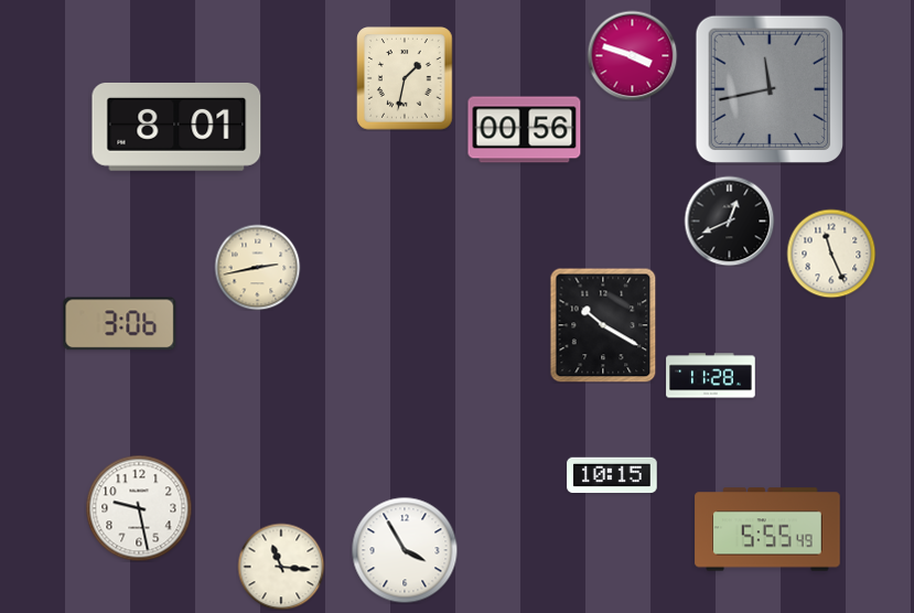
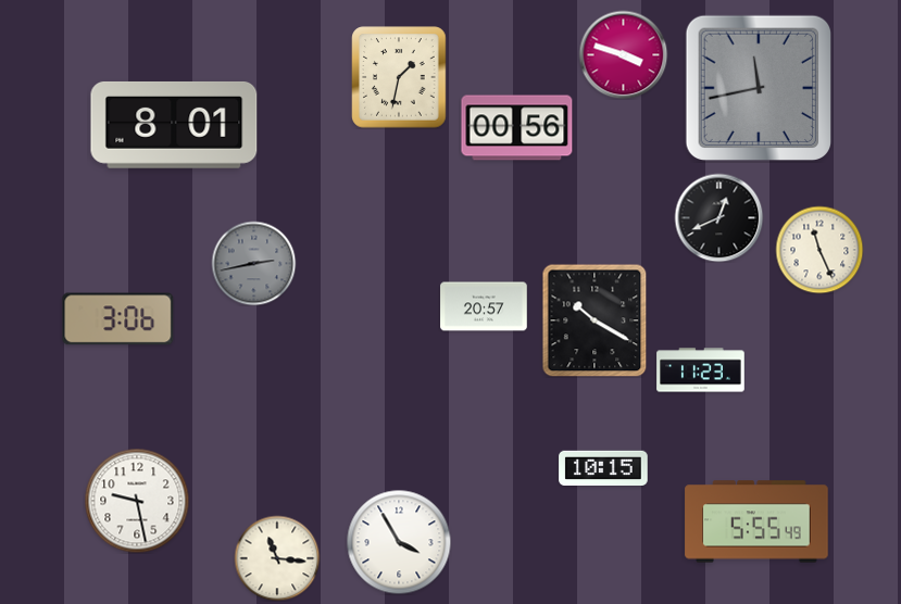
clock at (257, 267) dial: cream -> grey
clock at (484, 306): none -> 20:57
clock at (711, 376): 11:28 -> 11:23
